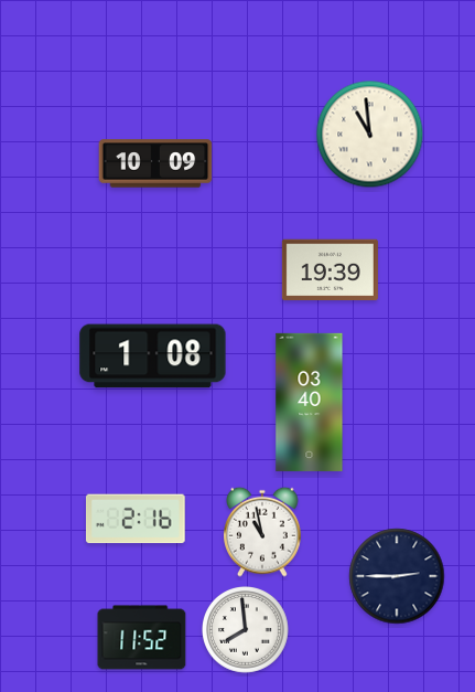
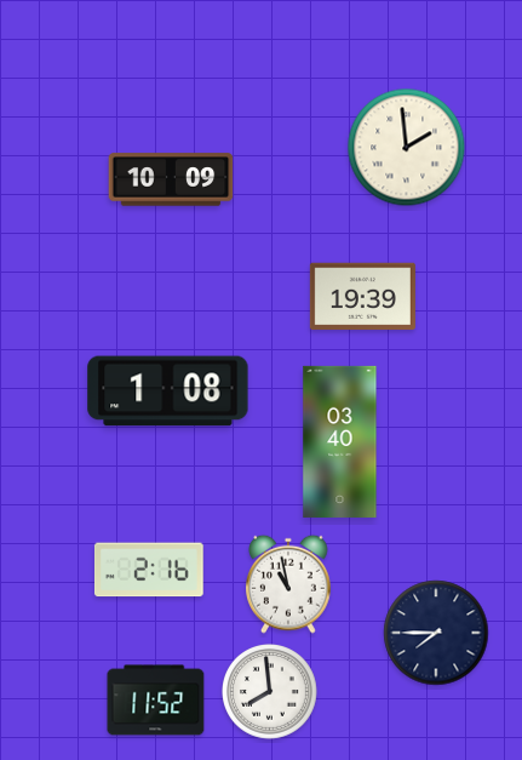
clock at (370, 135): 10:59 -> 1:59
clock at (397, 576): 2:45 -> 7:45
